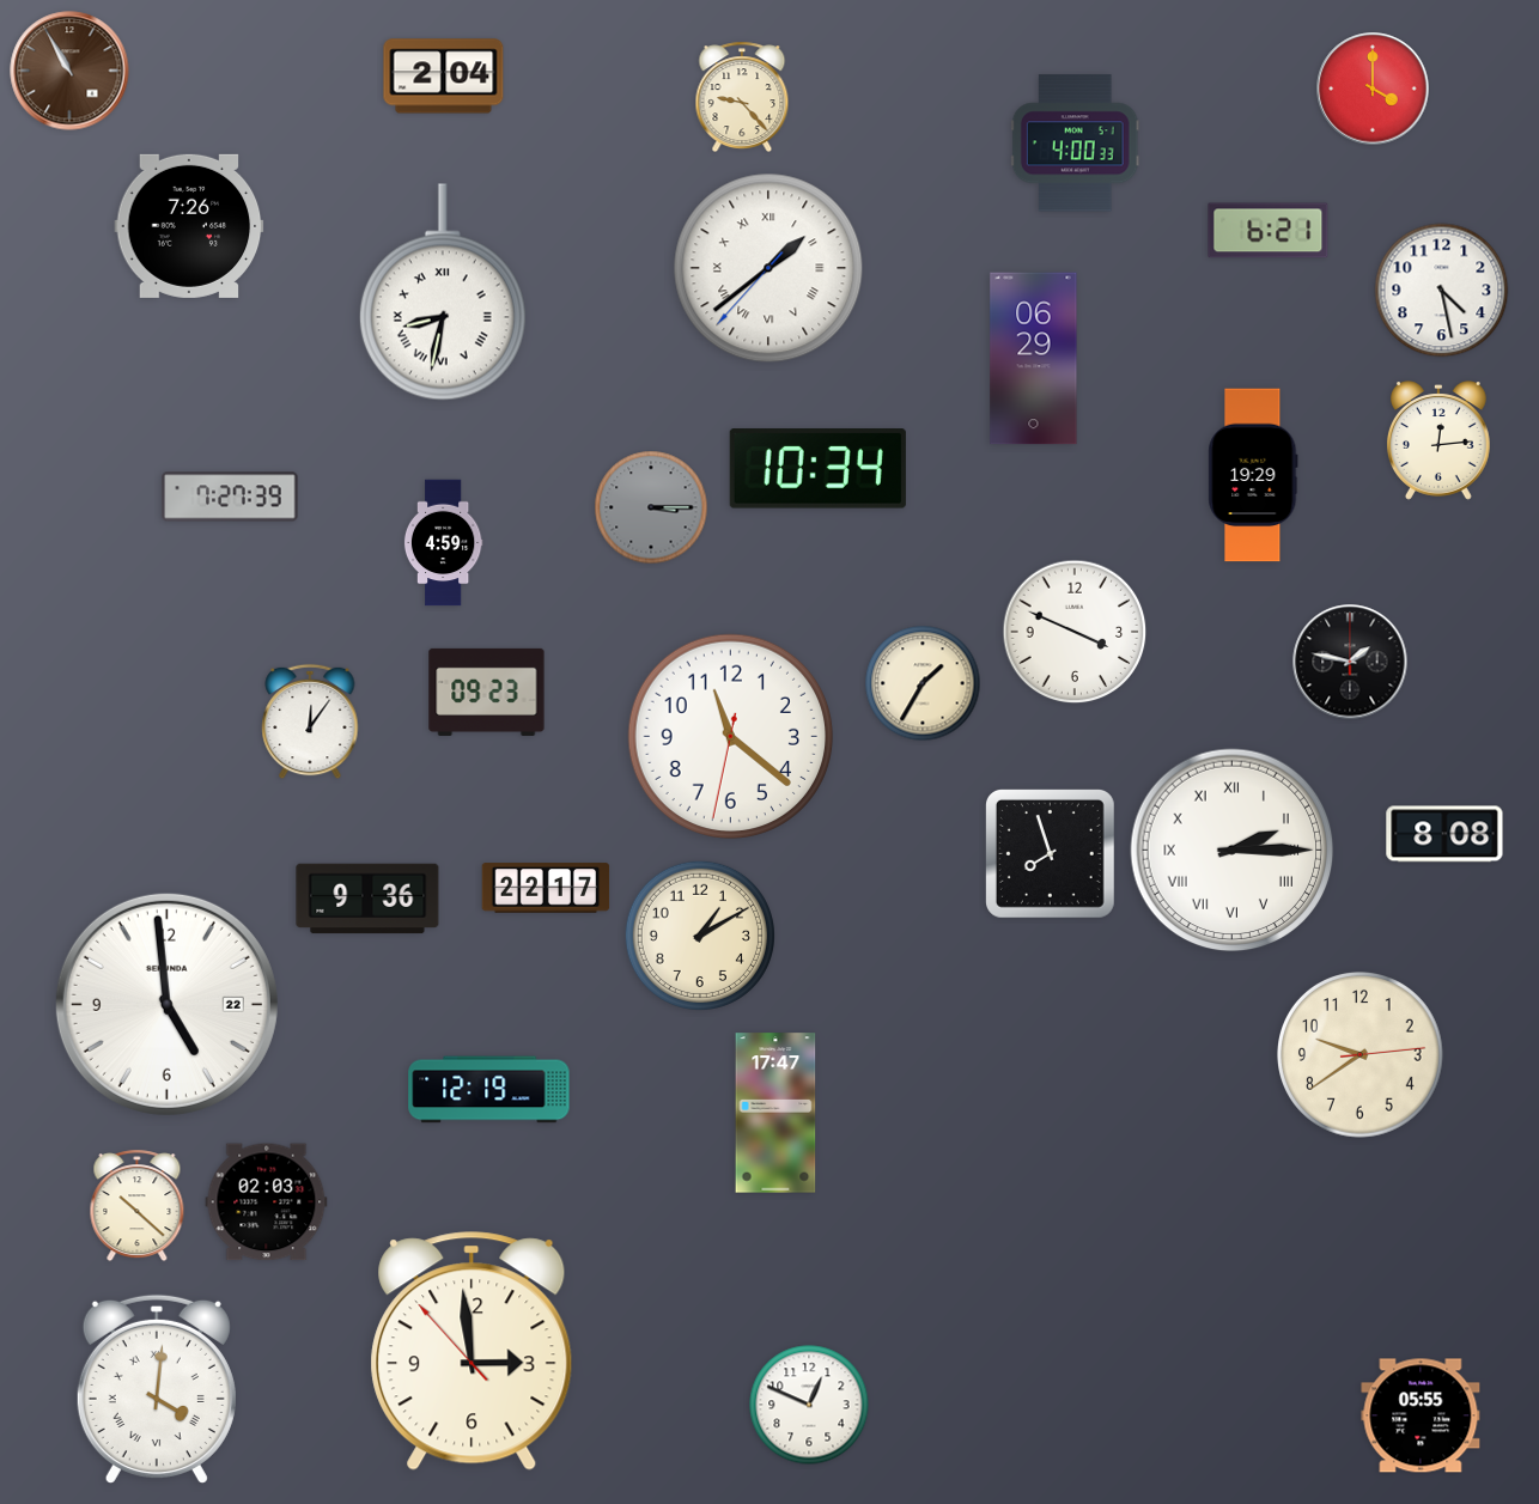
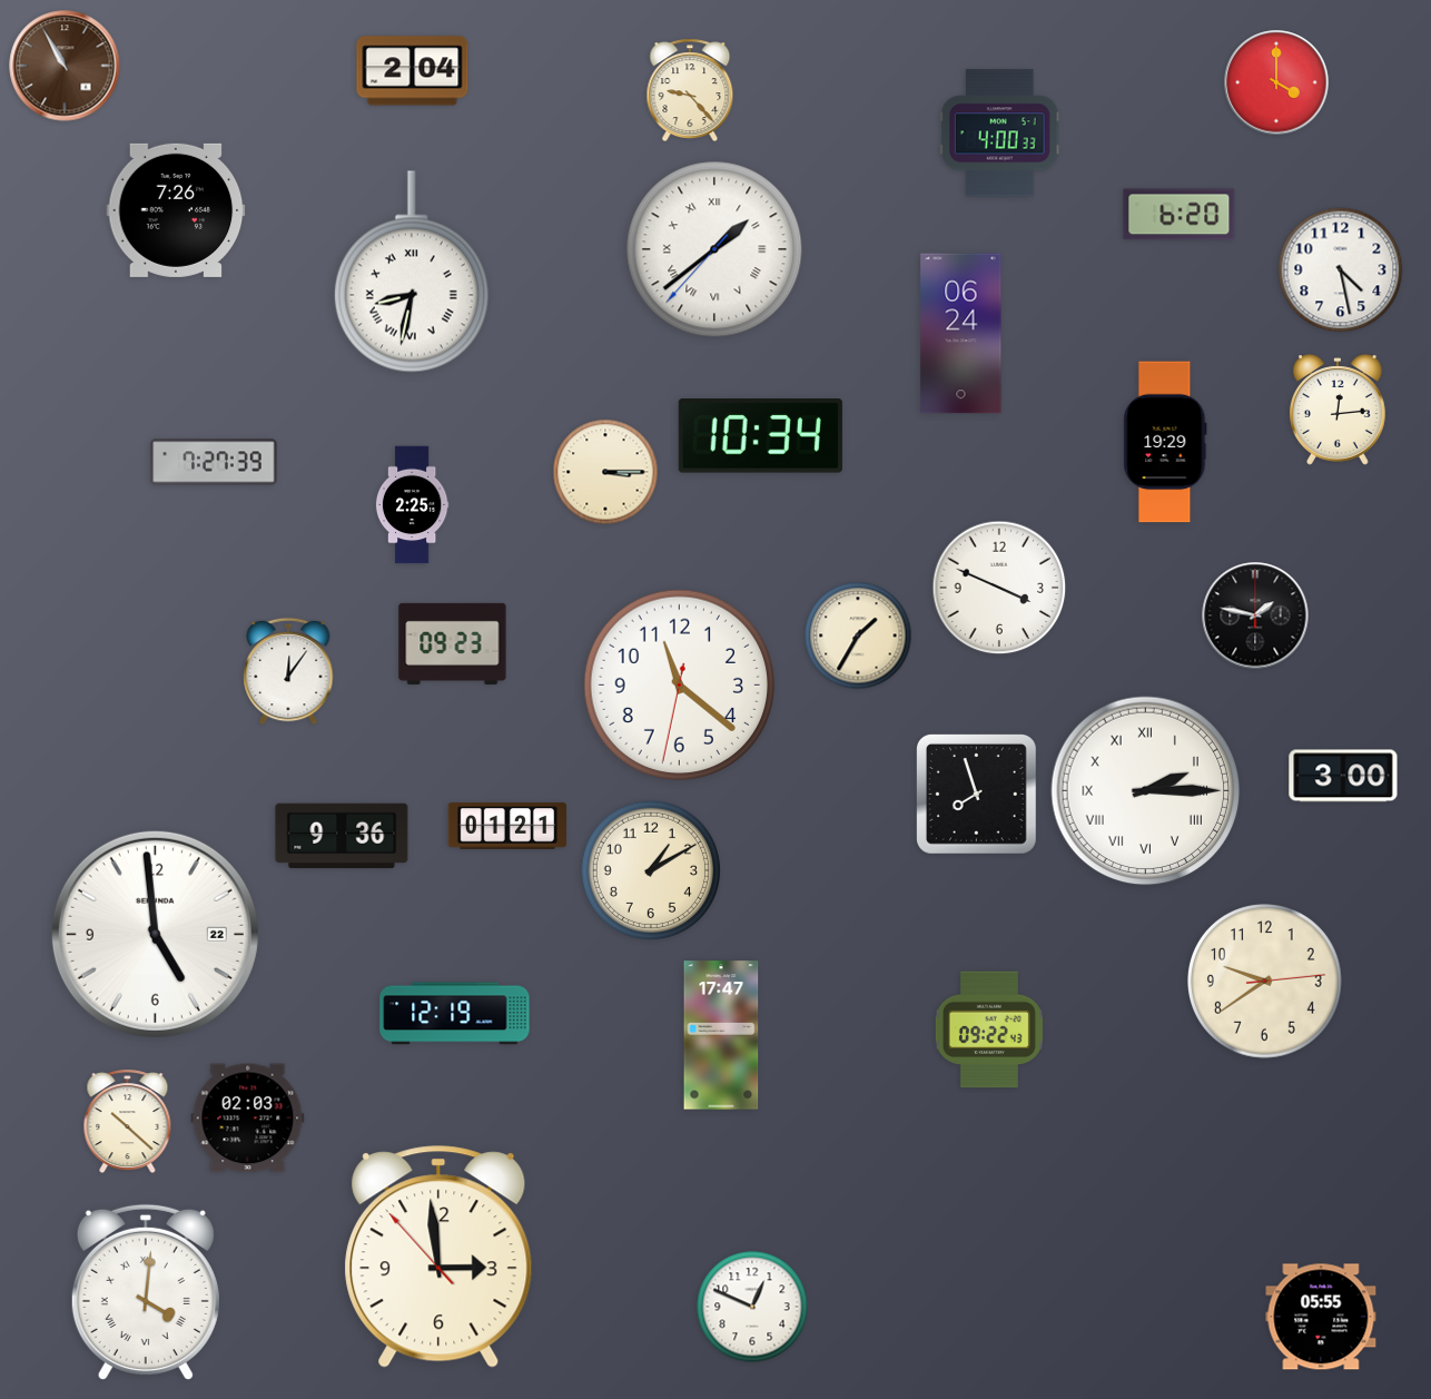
clock at (1269, 231): 6:21 -> 6:20
clock at (1034, 359): 06:29 -> 06:24
clock at (651, 507) dial: grey -> cream
clock at (443, 543): 4:59 -> 2:25
clock at (1444, 834): 8:08 -> 3:00
clock at (546, 888): 22:17 -> 01:21
clock at (989, 1029): none -> 09:22
